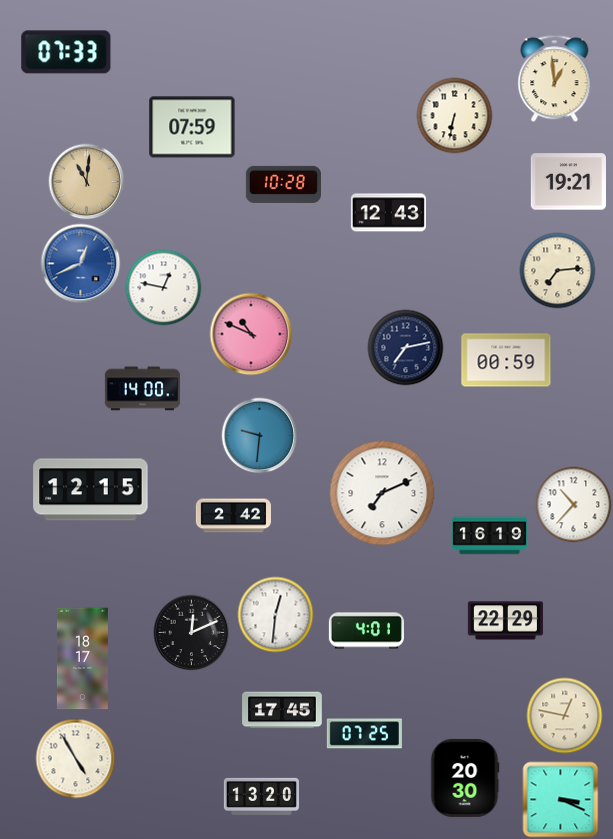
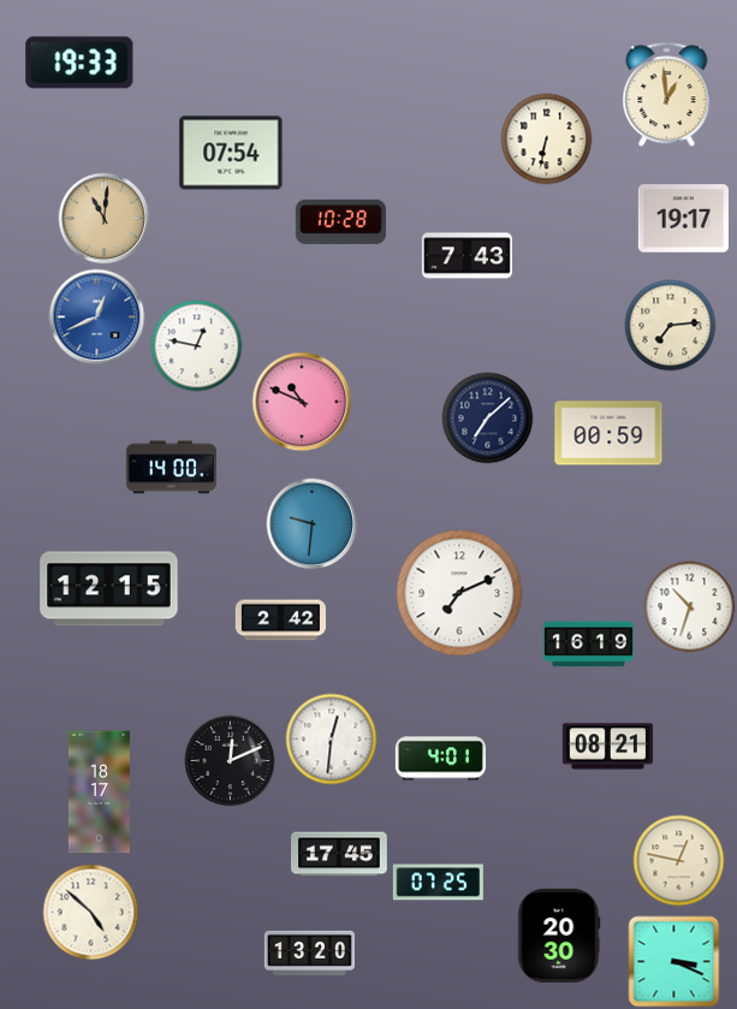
clock at (66, 52): 07:33 -> 19:33
clock at (192, 127): 07:59 -> 07:54
clock at (568, 182): 19:21 -> 19:17
clock at (388, 213): 12:43 -> 7:43
clock at (406, 348): 7:13 -> 7:08
clock at (574, 505): 10:37 -> 10:33
clock at (505, 621): 22:29 -> 08:21
clock at (76, 759): 4:55 -> 4:52
clock at (261, 796) position: (261, 796) -> (309, 952)
